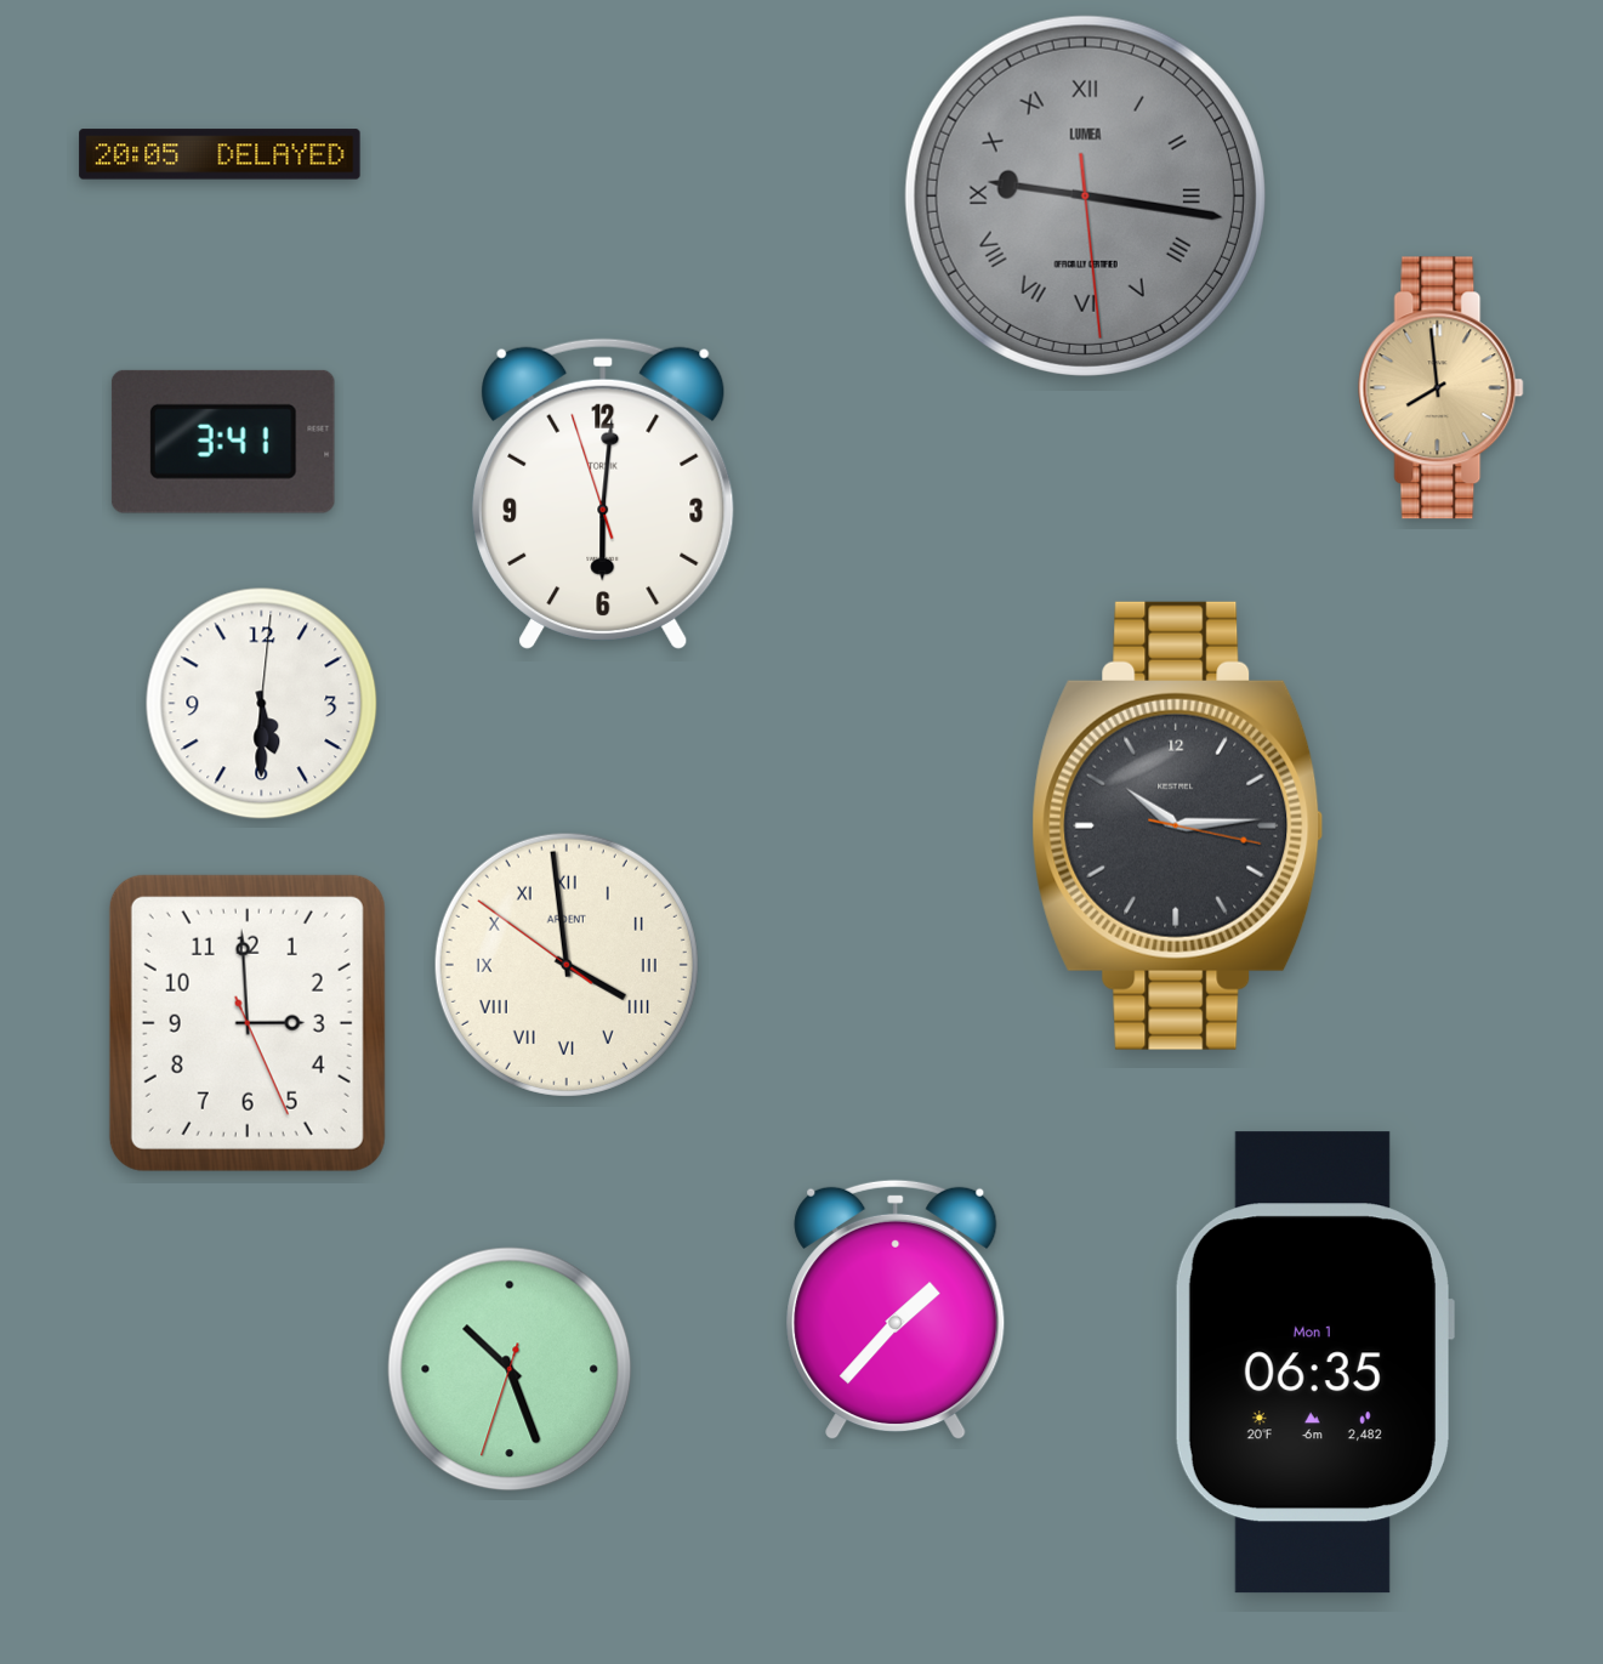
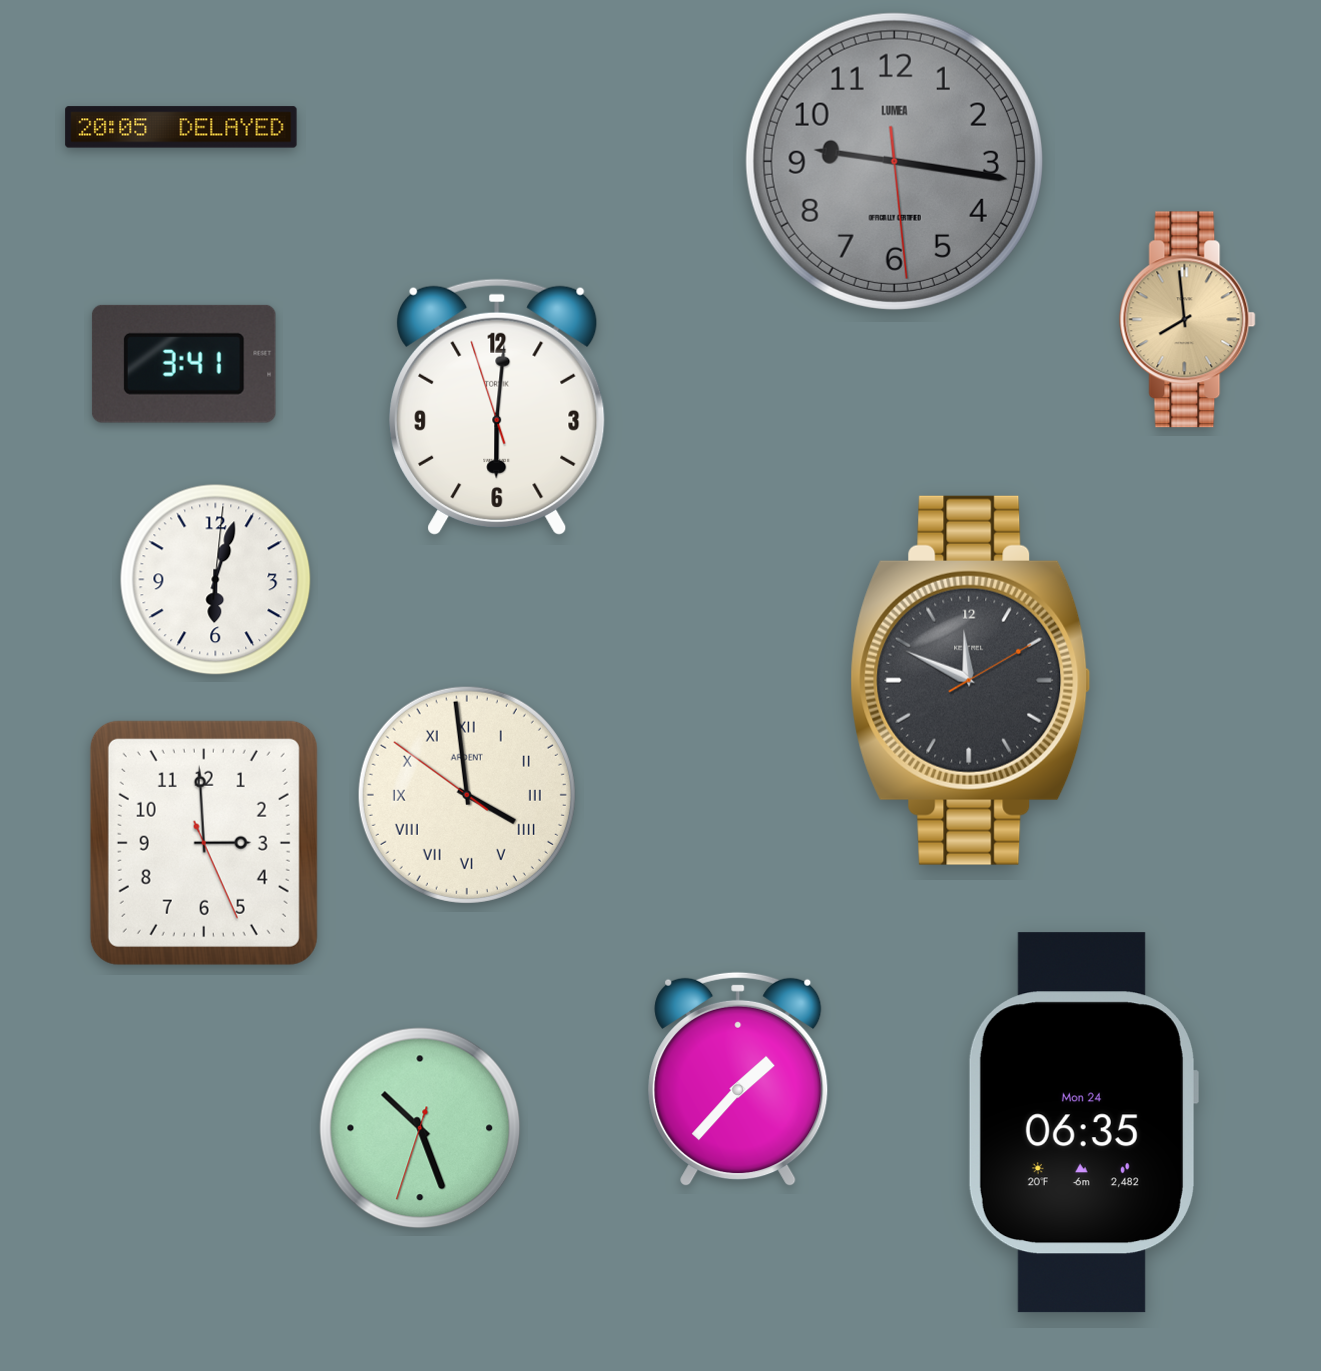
clock at (1085, 195) numerals: Roman -> Arabic
clock at (262, 704): 5:30 -> 6:03
clock at (1178, 825): 10:14 -> 11:49
clock at (1314, 1363) date: Mon 1 -> Mon 24
